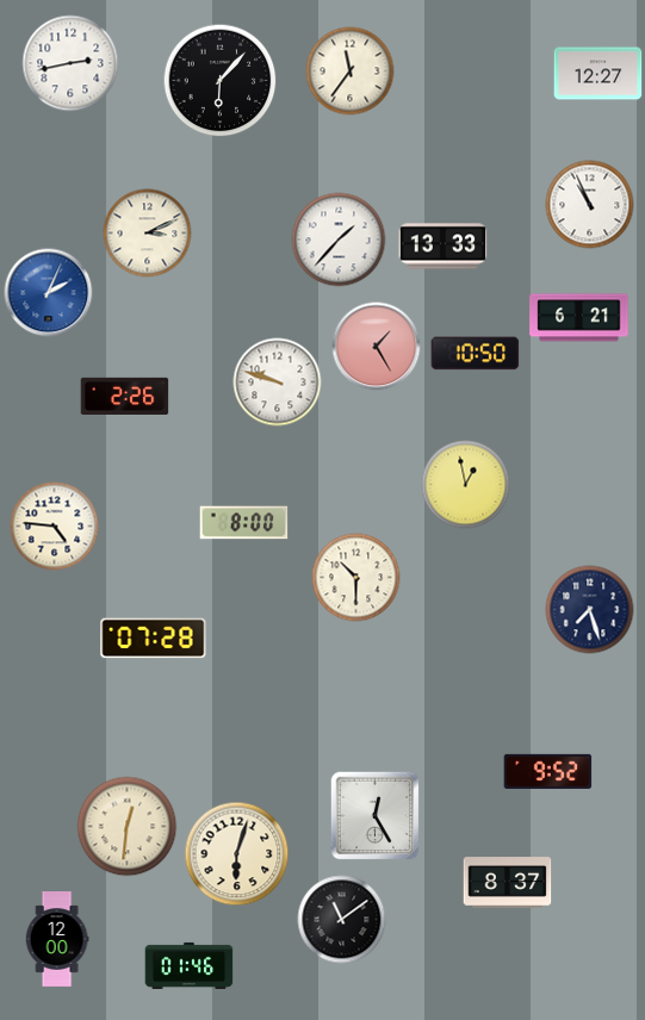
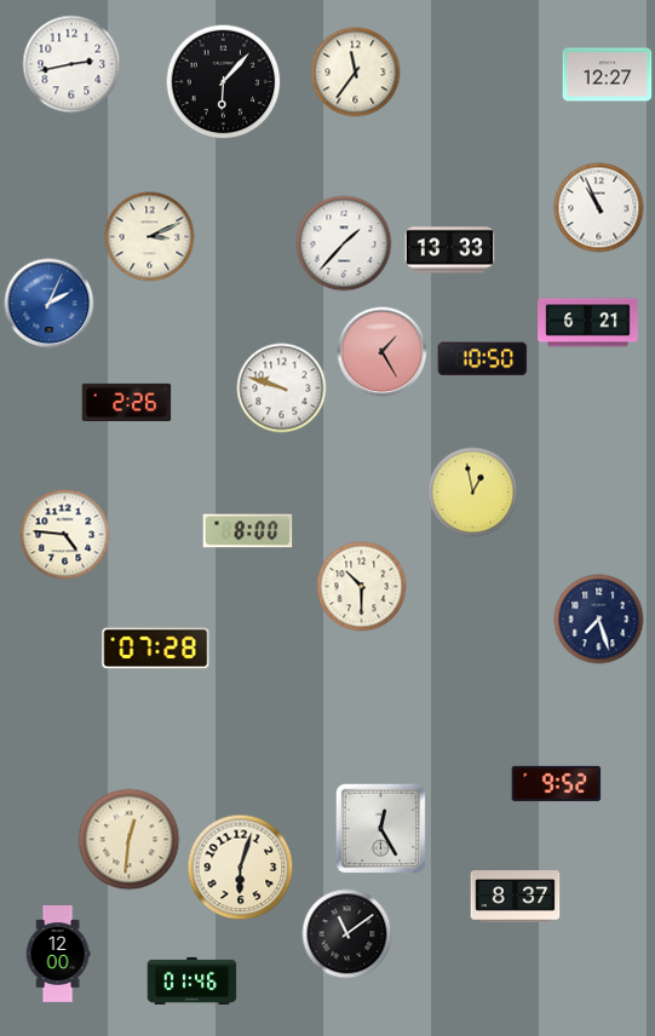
clock at (49, 293) position: (49, 293) -> (50, 304)
clock at (55, 527) position: (55, 527) -> (65, 535)
